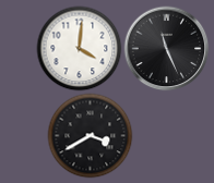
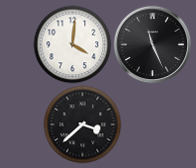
clock at (90, 135): 3:40 -> 3:38
